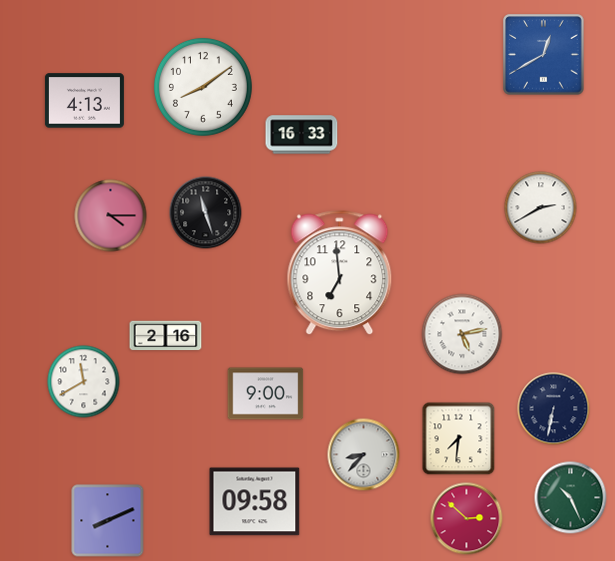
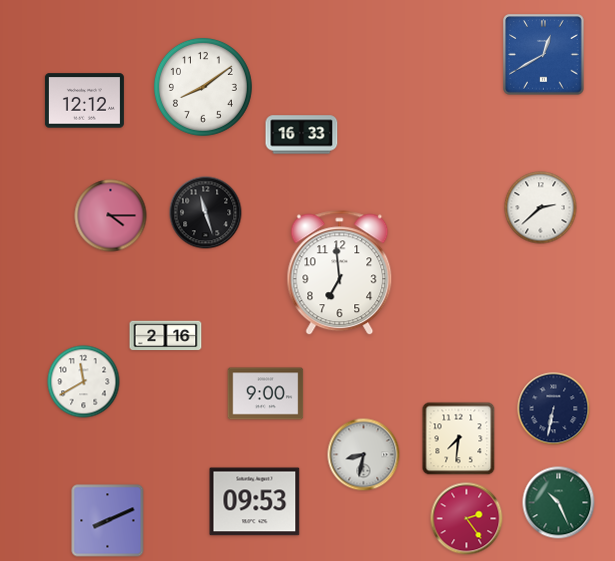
clock at (84, 101): 4:13 -> 12:12
clock at (541, 208): 2:40 -> 2:38
clock at (462, 334): 5:13 -> none
clock at (364, 455): 8:37 -> 8:32
clock at (571, 498) position: (571, 498) -> (559, 503)
clock at (255, 502): 09:58 -> 09:53
clock at (467, 519): 2:52 -> 2:24
